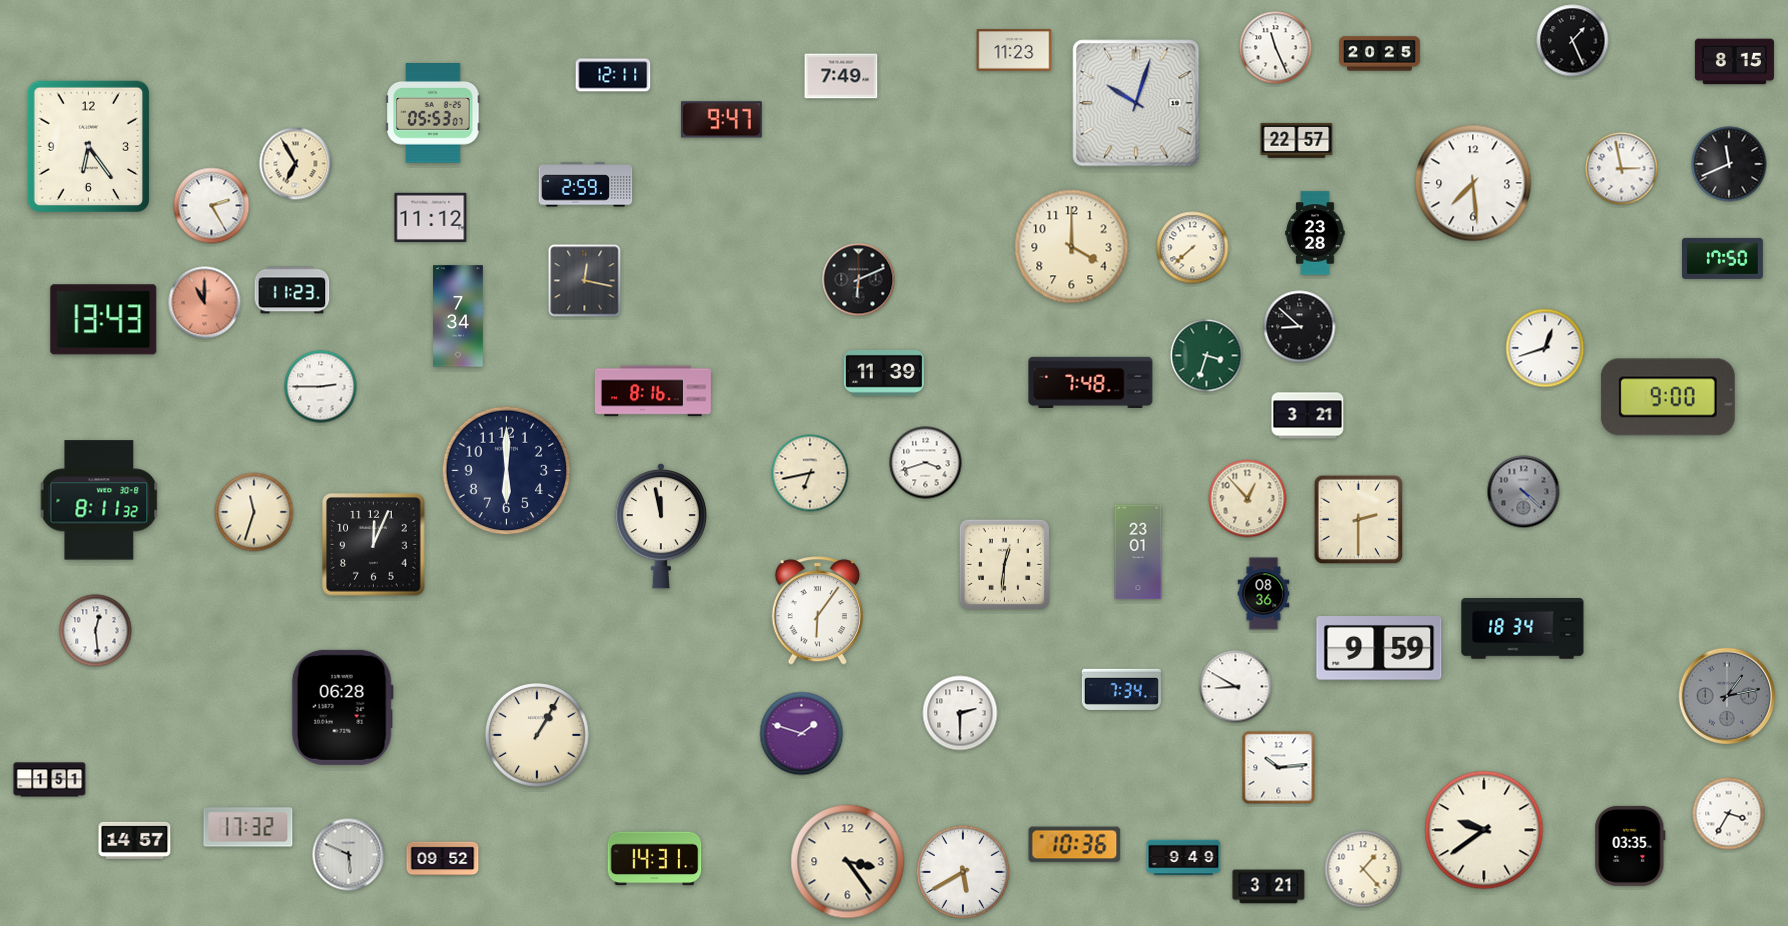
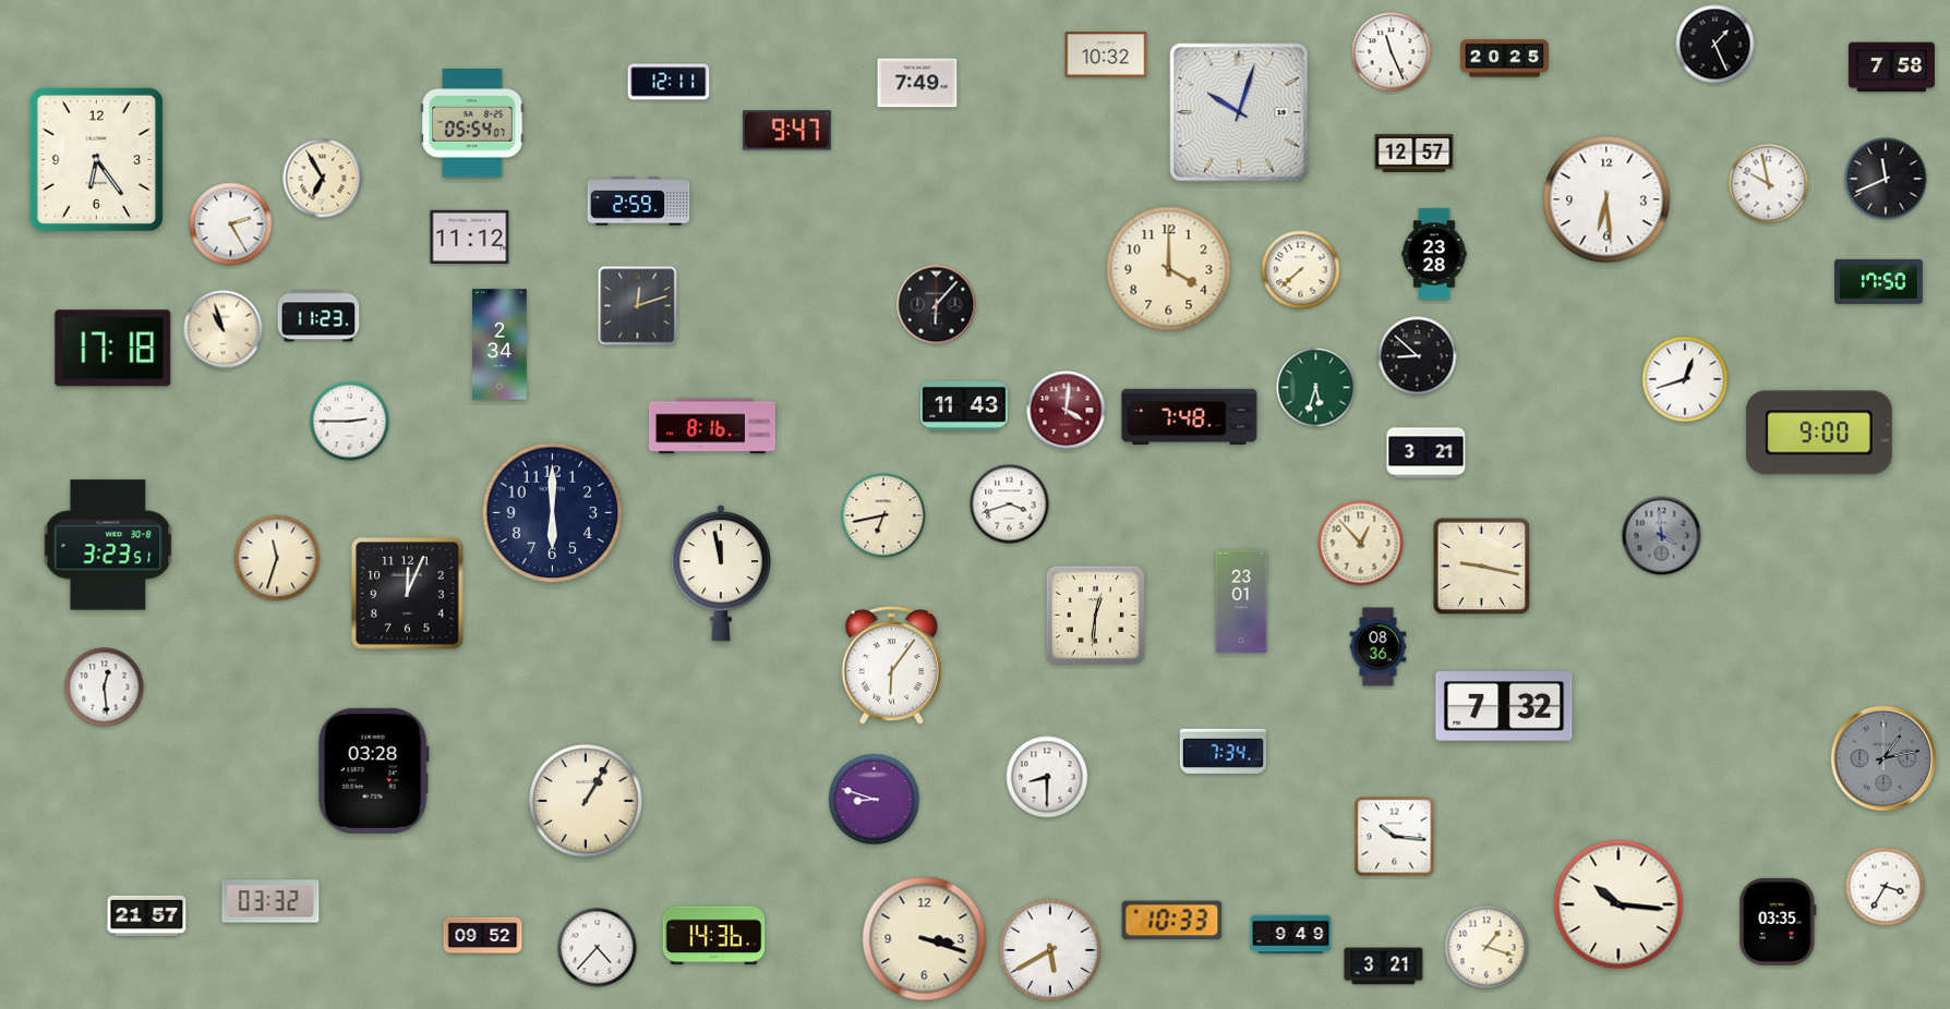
clock at (1014, 50): 11:23 -> 10:32
clock at (1734, 62): 8:15 -> 7:58
clock at (433, 114): 05:53 -> 05:54
clock at (1297, 140): 22:57 -> 12:57
clock at (1622, 169): 2:58 -> 9:58
clock at (1473, 183): 7:29 -> 6:29
clock at (859, 280): 6:11 -> 6:07
clock at (585, 281): 12:17 -> 12:12
clock at (205, 303): 11:00 -> 10:57
clock at (205, 303) dial: salmon -> cream
clock at (459, 316): 7:34 -> 2:34
clock at (104, 320): 13:43 -> 17:18
clock at (1207, 356): 3:33 -> 5:33
clock at (884, 373): 11:39 -> 11:43
clock at (1067, 411): none -> 4:01
clock at (1524, 492): 4:22 -> 3:59
clock at (99, 500): 8:11 -> 3:23
clock at (1359, 520): 2:30 -> 9:17
clock at (1523, 629): 18:34 -> none
clock at (1379, 649): 9:59 -> 7:32
clock at (1236, 687): 8:50 -> none
clock at (342, 707): 06:28 -> 03:28
clock at (960, 713): 2:30 -> 8:30
clock at (802, 734): 1:48 -> 8:48
clock at (1279, 768): 10:14 -> 10:16
clock at (50, 780): 1:51 -> none
clock at (248, 827): 17:32 -> 03:32
clock at (1484, 830): 9:39 -> 10:16
clock at (135, 840): 14:57 -> 21:57
clock at (1075, 845): 10:36 -> 10:33
clock at (349, 855): 5:49 -> none
clock at (655, 859): 14:31 -> 14:36
clock at (848, 862): 3:24 -> 3:18
clock at (1363, 869): 1:23 -> 1:18
clock at (598, 948): none -> 4:37
